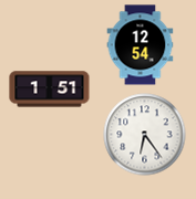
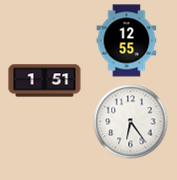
clock at (141, 45): 12:54 -> 12:55
